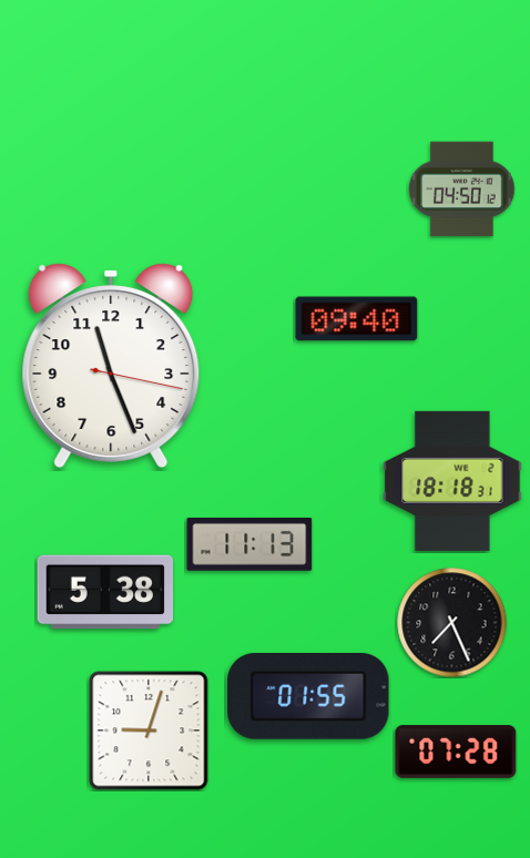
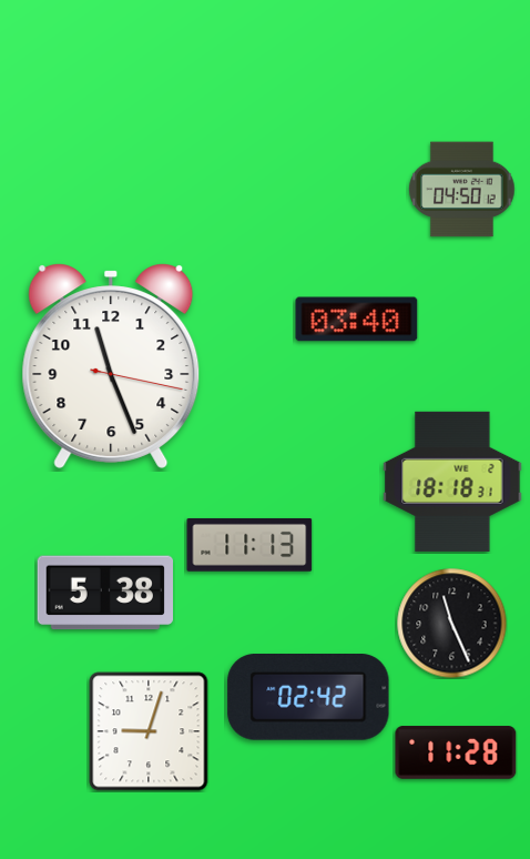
clock at (357, 319): 09:40 -> 03:40
clock at (452, 623): 7:26 -> 11:26
clock at (308, 697): 01:55 -> 02:42
clock at (456, 752): 07:28 -> 11:28
